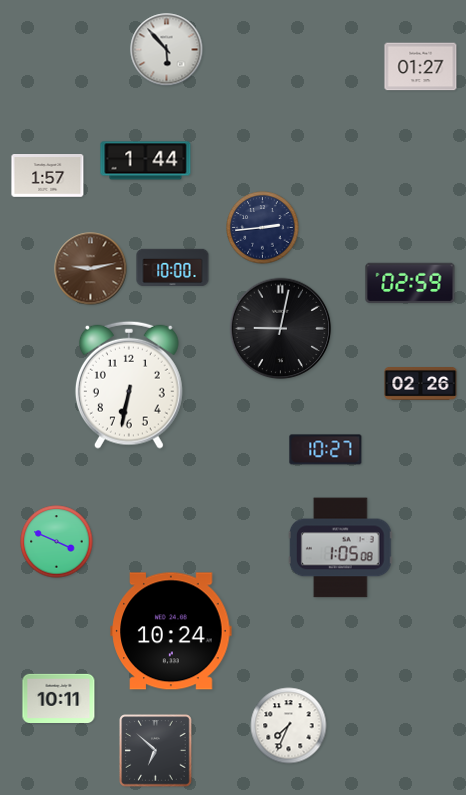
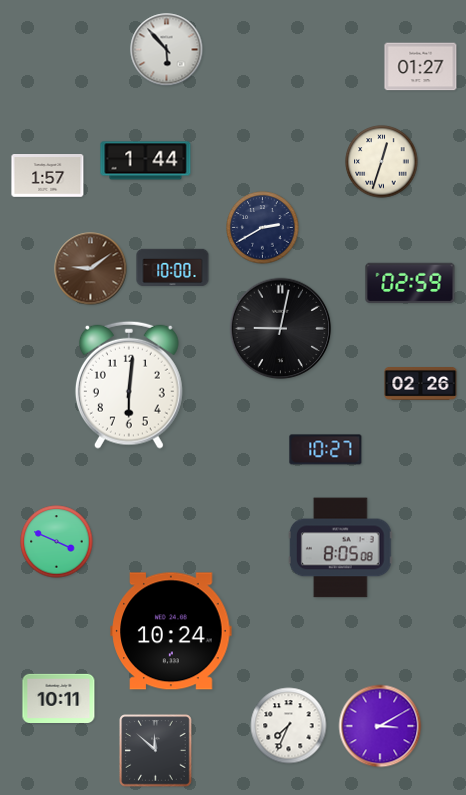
clock at (382, 162): none -> 12:33
clock at (263, 228): 2:44 -> 2:40
clock at (91, 269): 9:13 -> 9:09
clock at (129, 385): 6:32 -> 6:01
clock at (340, 548): 1:05 -> 8:05
clock at (380, 726): none -> 3:10
clock at (156, 751): 6:52 -> 11:52
